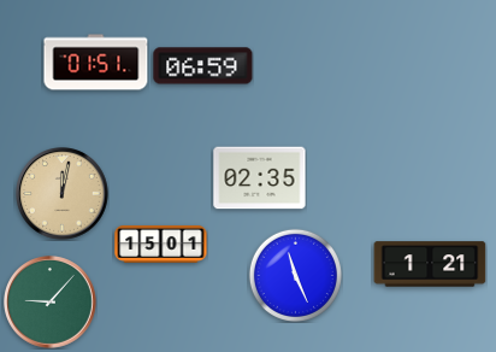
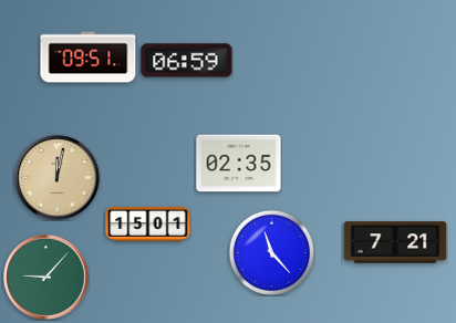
clock at (96, 63): 01:51 -> 09:51
clock at (430, 264): 1:21 -> 7:21
clock at (295, 275): 11:26 -> 11:23
